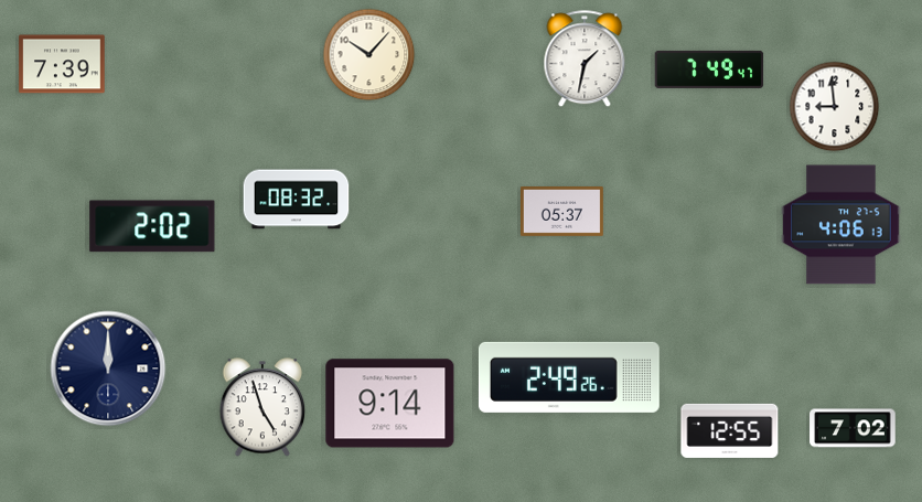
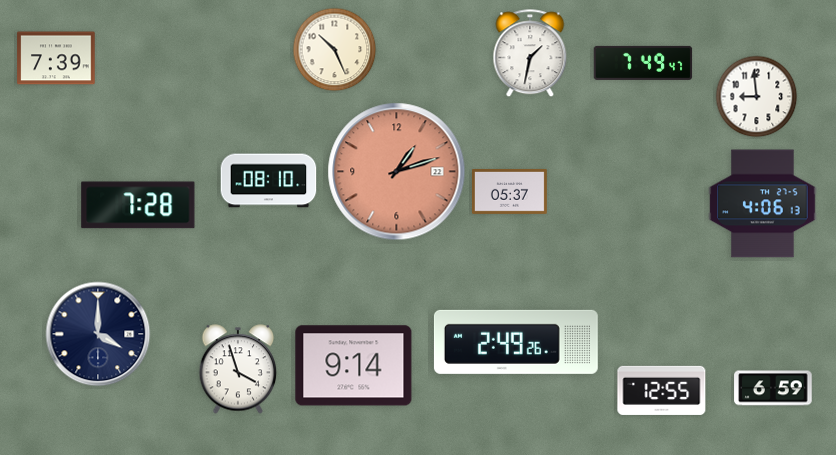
clock at (369, 55): 10:07 -> 10:26
clock at (397, 172): none -> 1:12
clock at (297, 200): 08:32 -> 08:10
clock at (152, 226): 2:02 -> 7:28
clock at (108, 369): 12:00 -> 4:00
clock at (262, 407): 4:57 -> 3:57
clock at (853, 428): 7:02 -> 6:59
